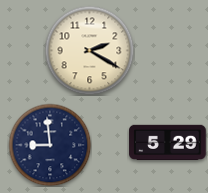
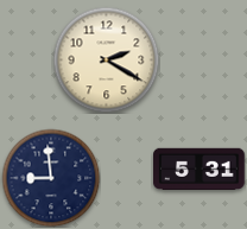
clock at (168, 142): 5:29 -> 5:31
clock at (50, 145) position: (50, 145) -> (51, 178)
